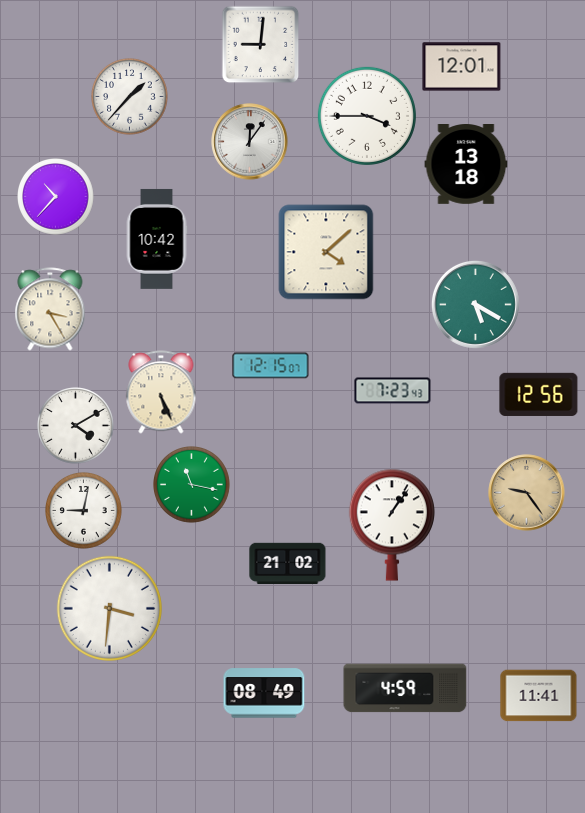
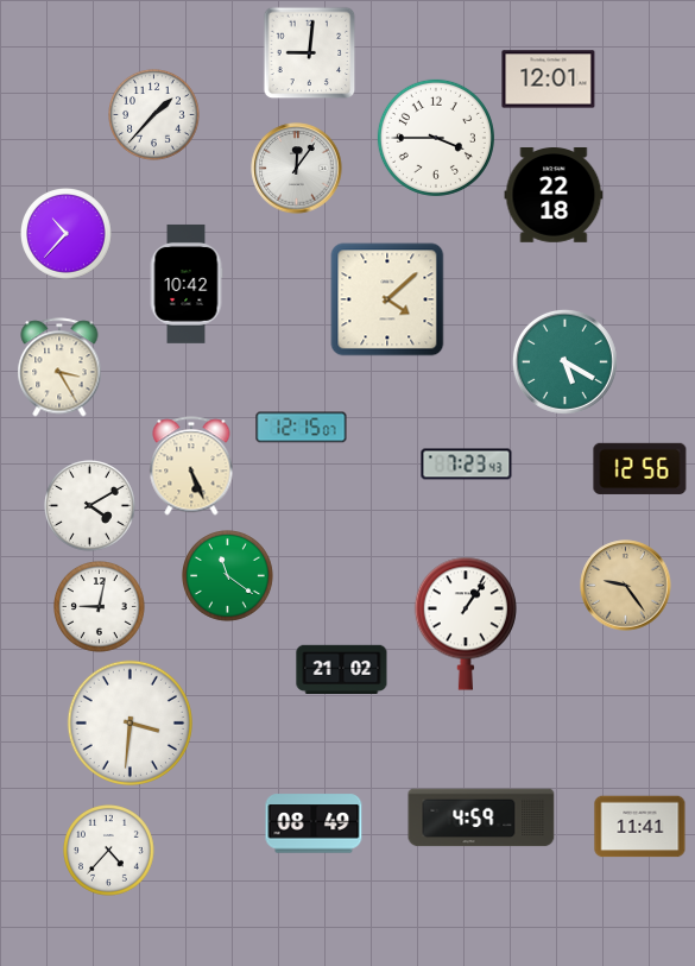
clock at (466, 165): 13:18 -> 22:18
clock at (271, 366) position: (271, 366) -> (302, 428)
clock at (192, 485): 11:17 -> 11:21
clock at (109, 851): none -> 4:37
